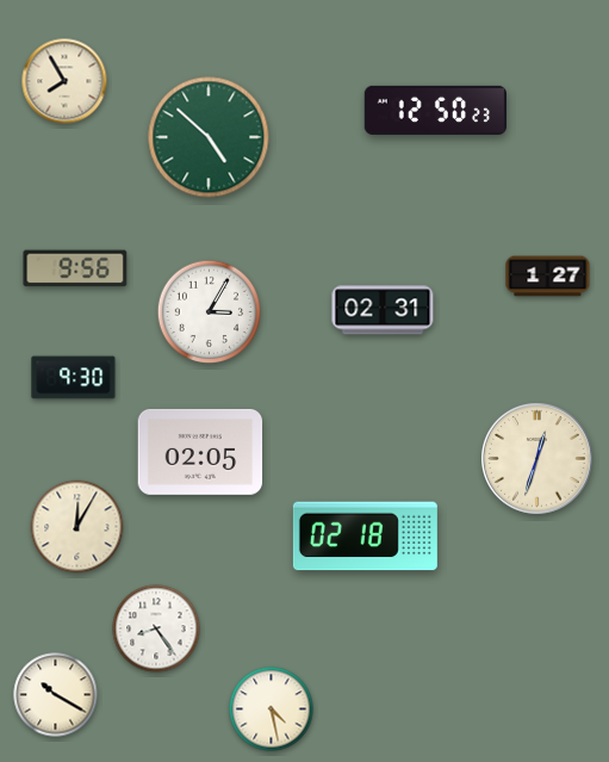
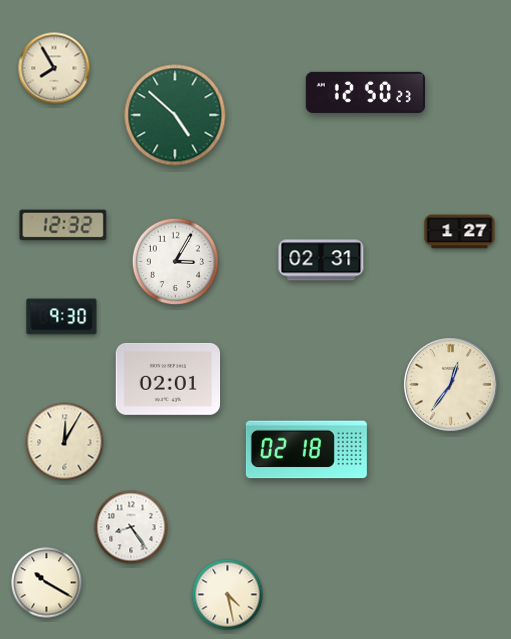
clock at (75, 268): 9:56 -> 12:32
clock at (200, 452): 02:05 -> 02:01
clock at (537, 459): 12:33 -> 12:36
